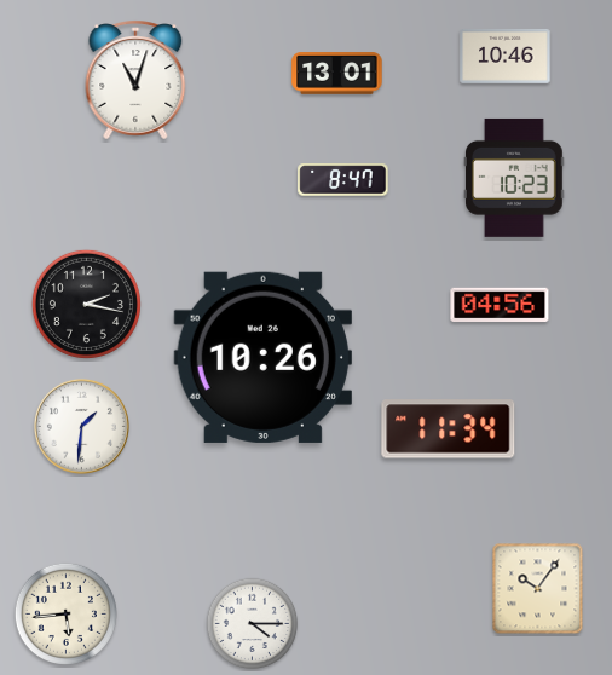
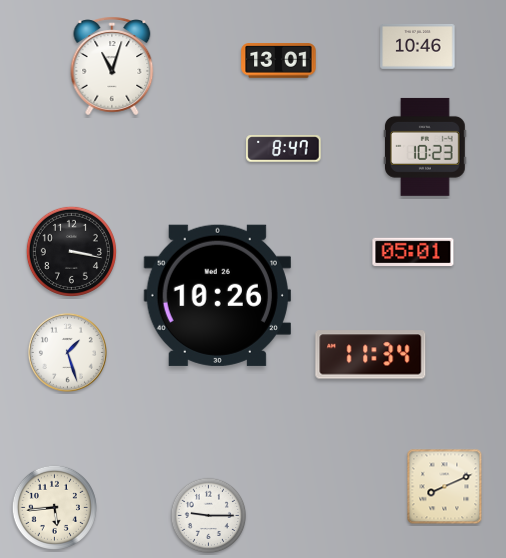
clock at (86, 304): 2:17 -> 3:17
clock at (500, 305): 04:56 -> 05:01
clock at (81, 426): 1:31 -> 1:27
clock at (538, 589): 10:06 -> 8:11
clock at (253, 624): 4:15 -> 9:15
